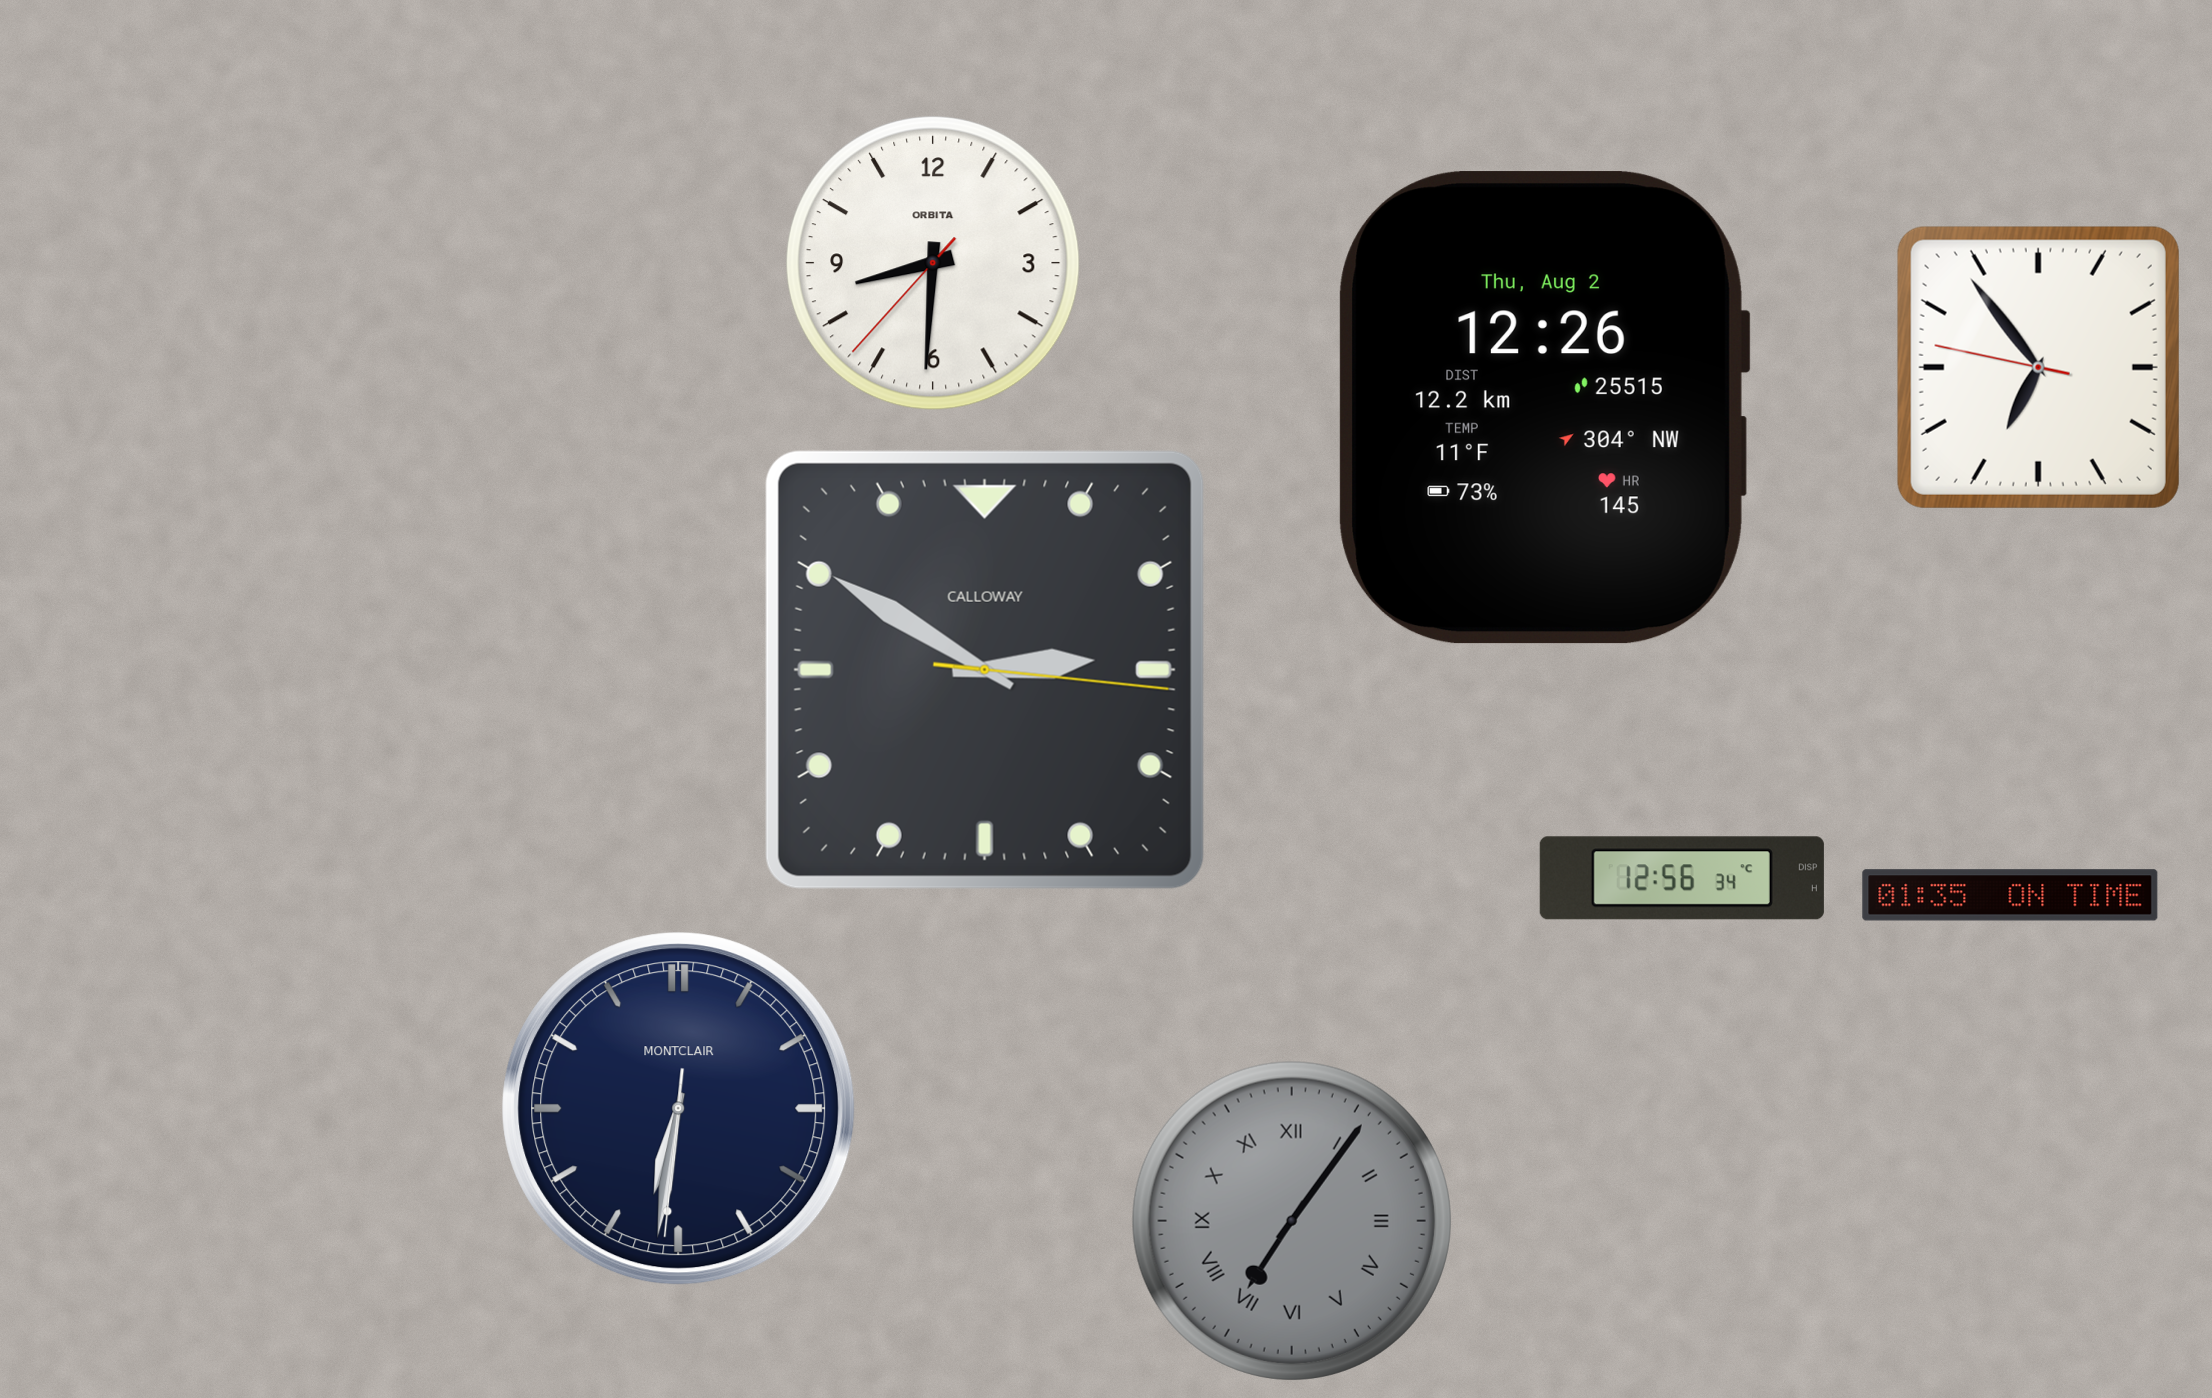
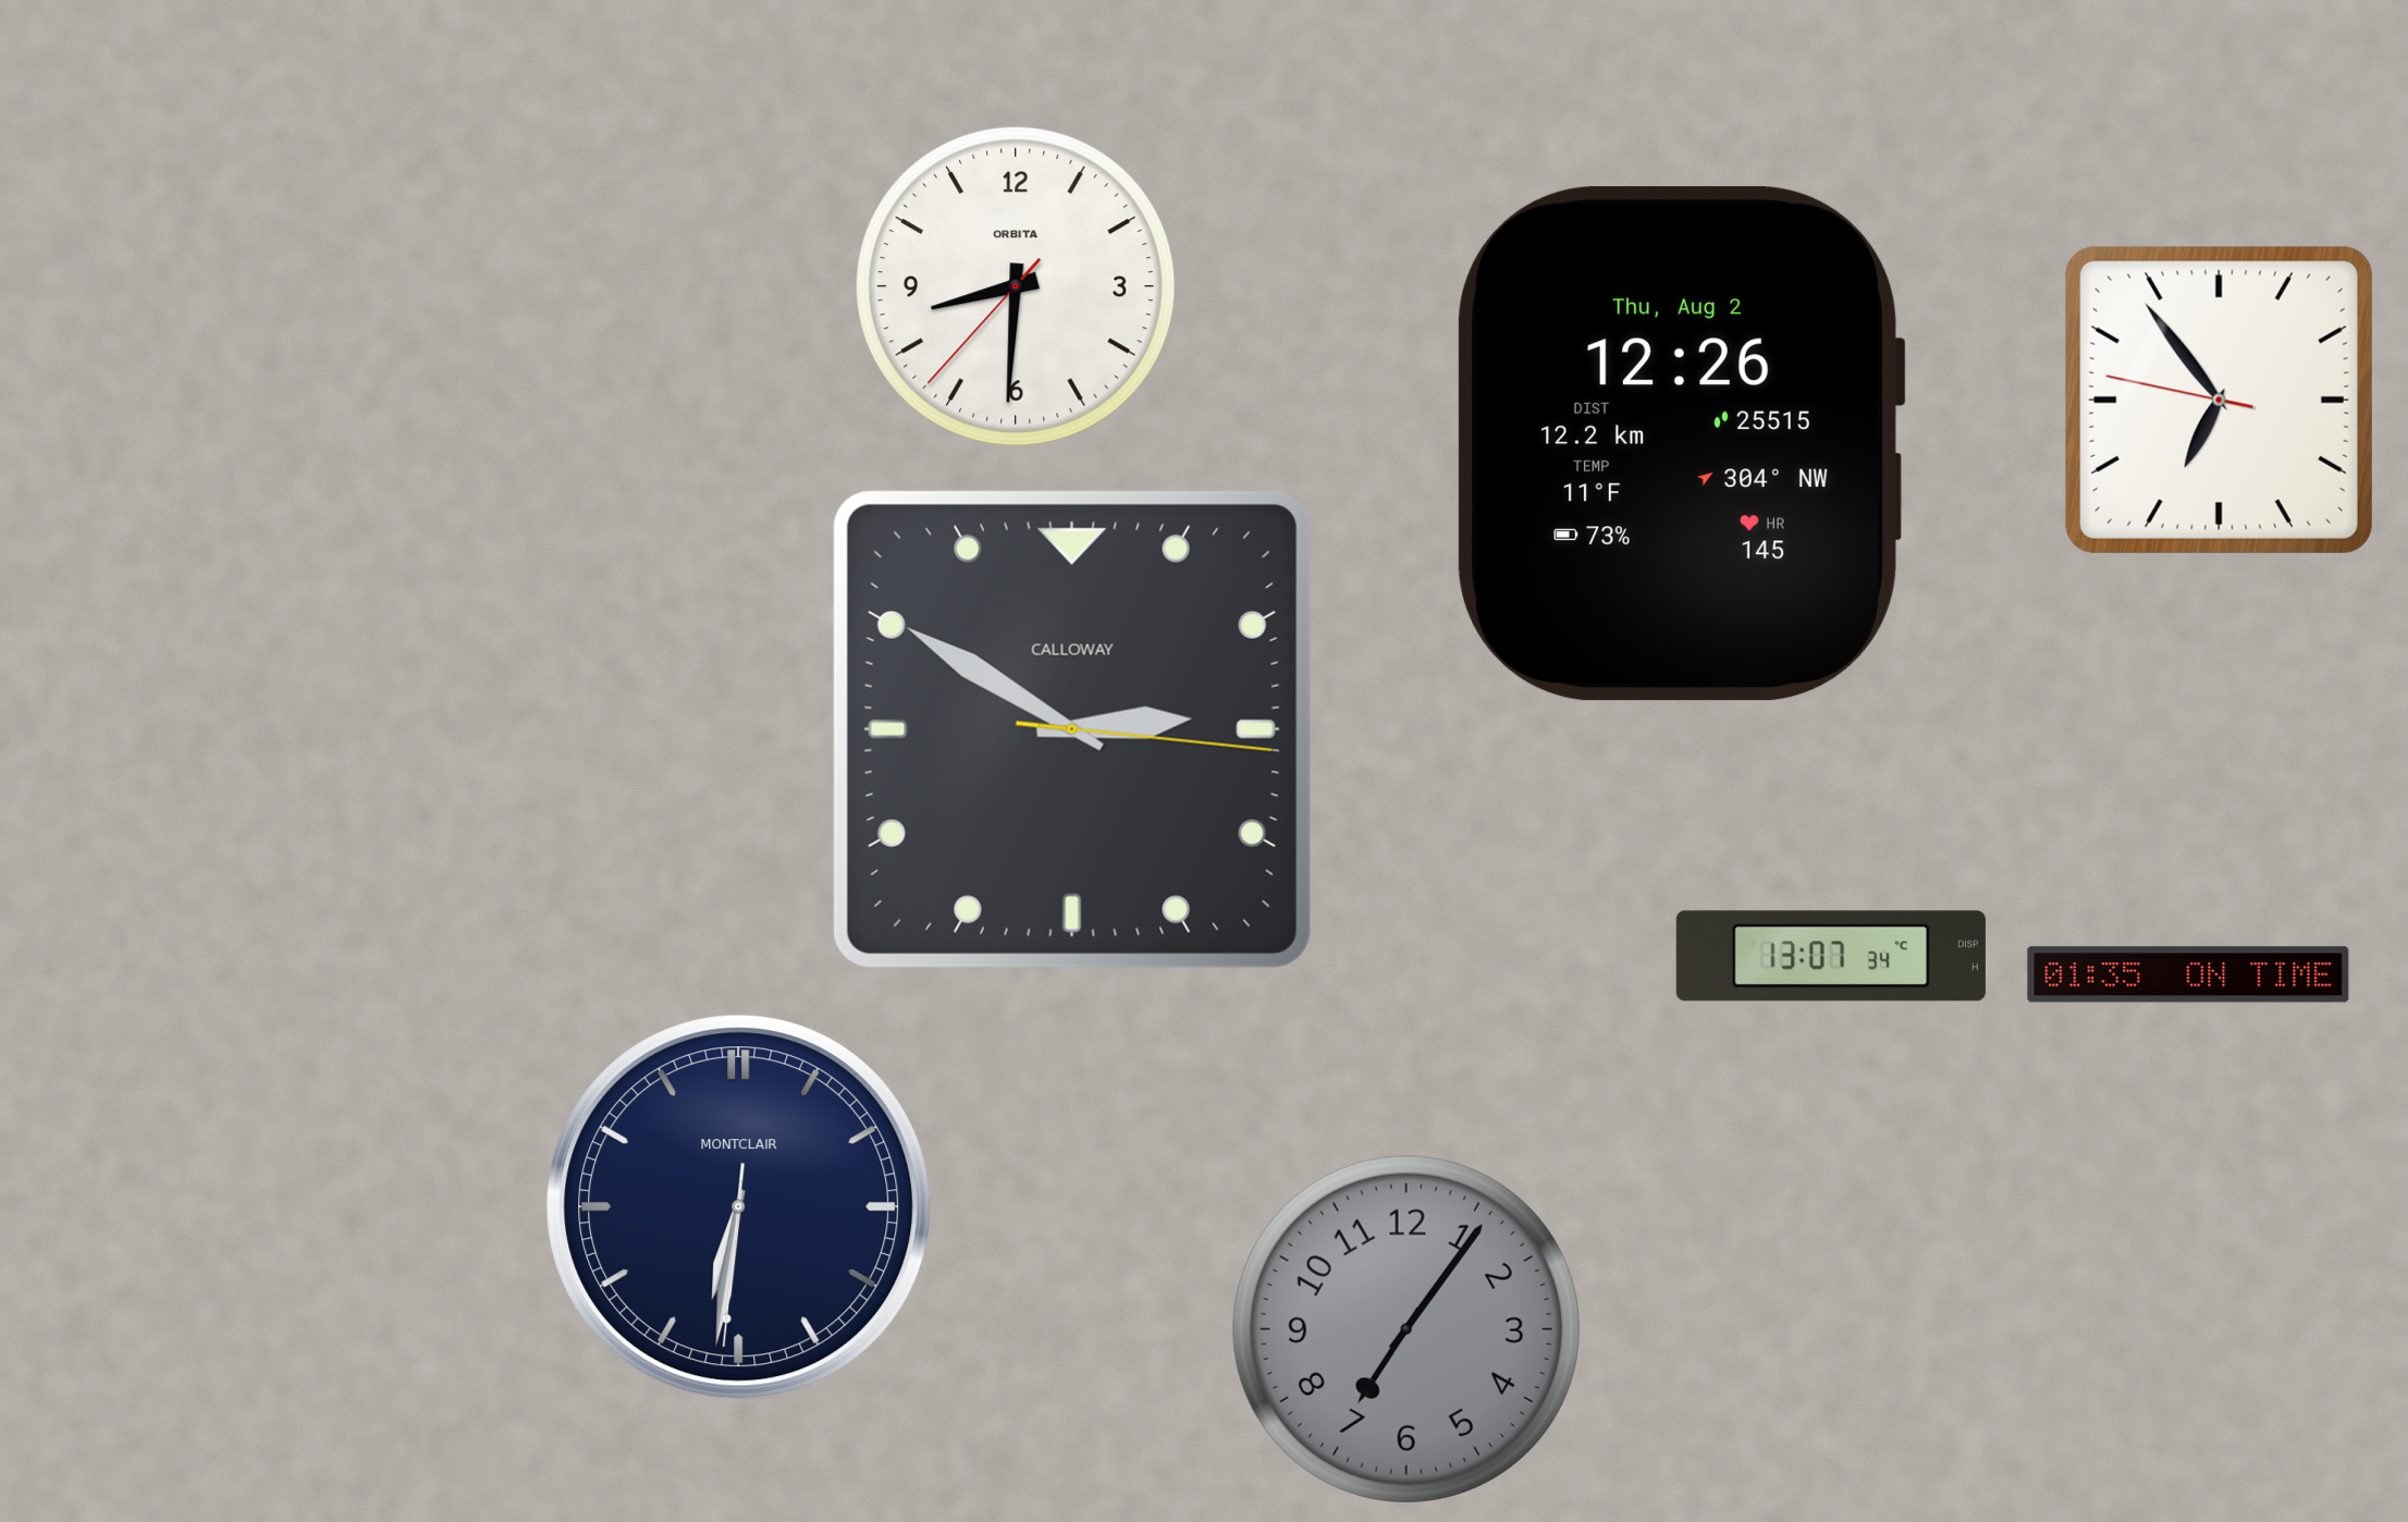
clock at (1682, 878): 12:56 -> 13:07
clock at (1292, 1221) numerals: Roman -> Arabic
